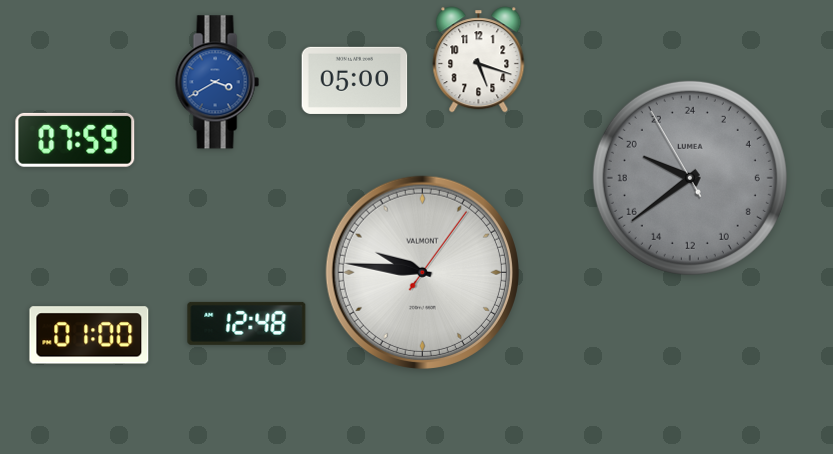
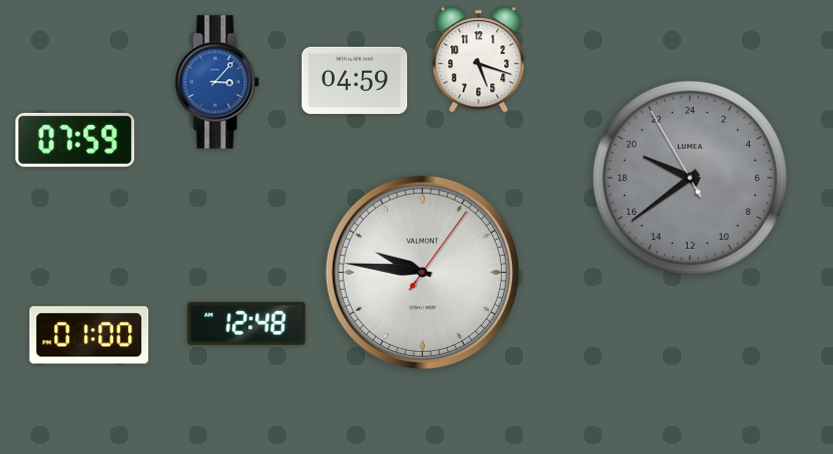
clock at (355, 80): 05:00 -> 04:59
clock at (217, 82): 3:40 -> 3:07
